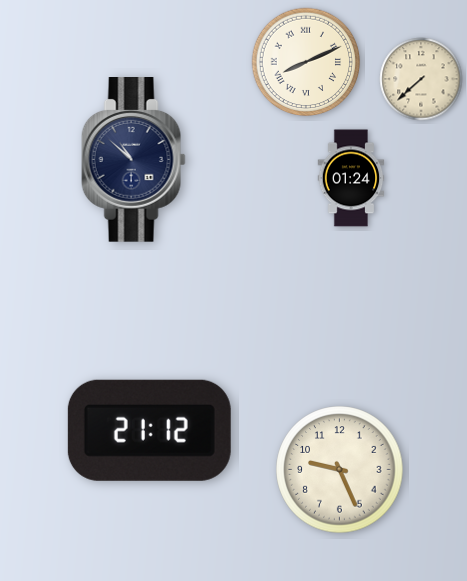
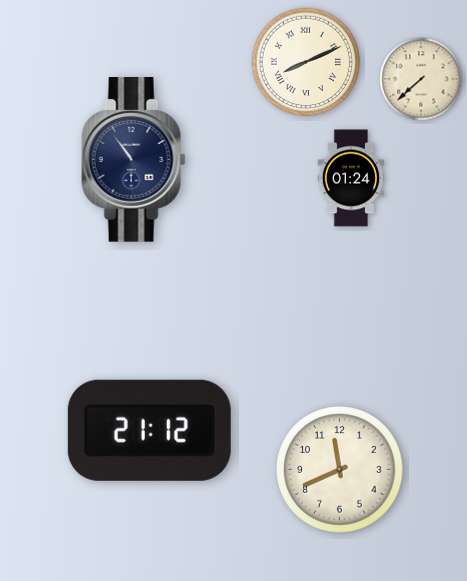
clock at (133, 160): 10:52 -> 10:54
clock at (340, 470): 9:26 -> 11:41
